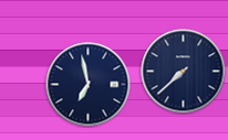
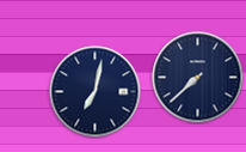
clock at (89, 85): 6:58 -> 7:02
